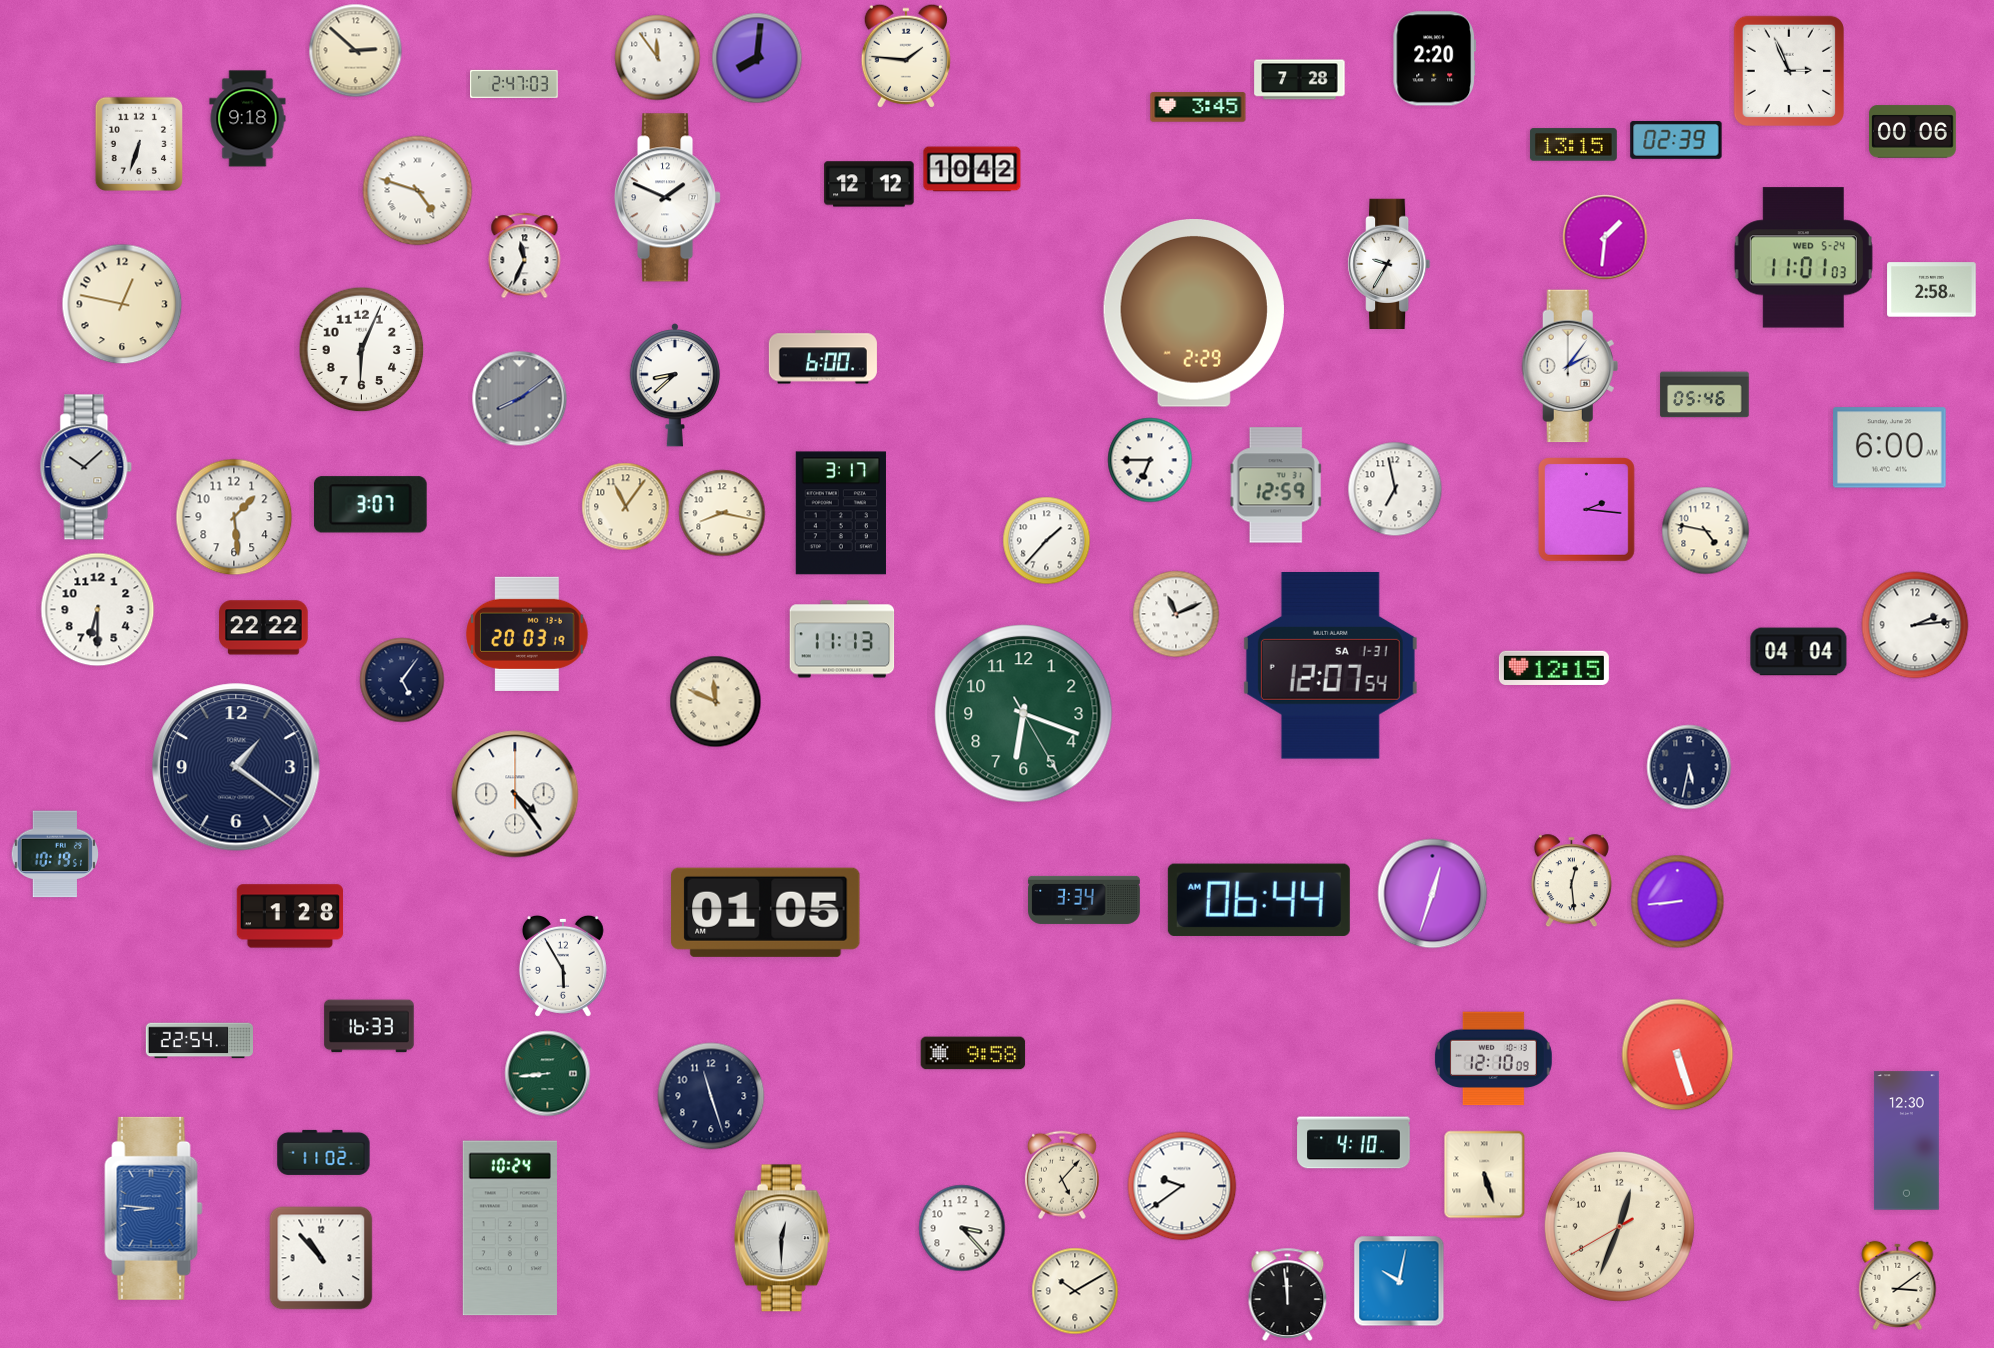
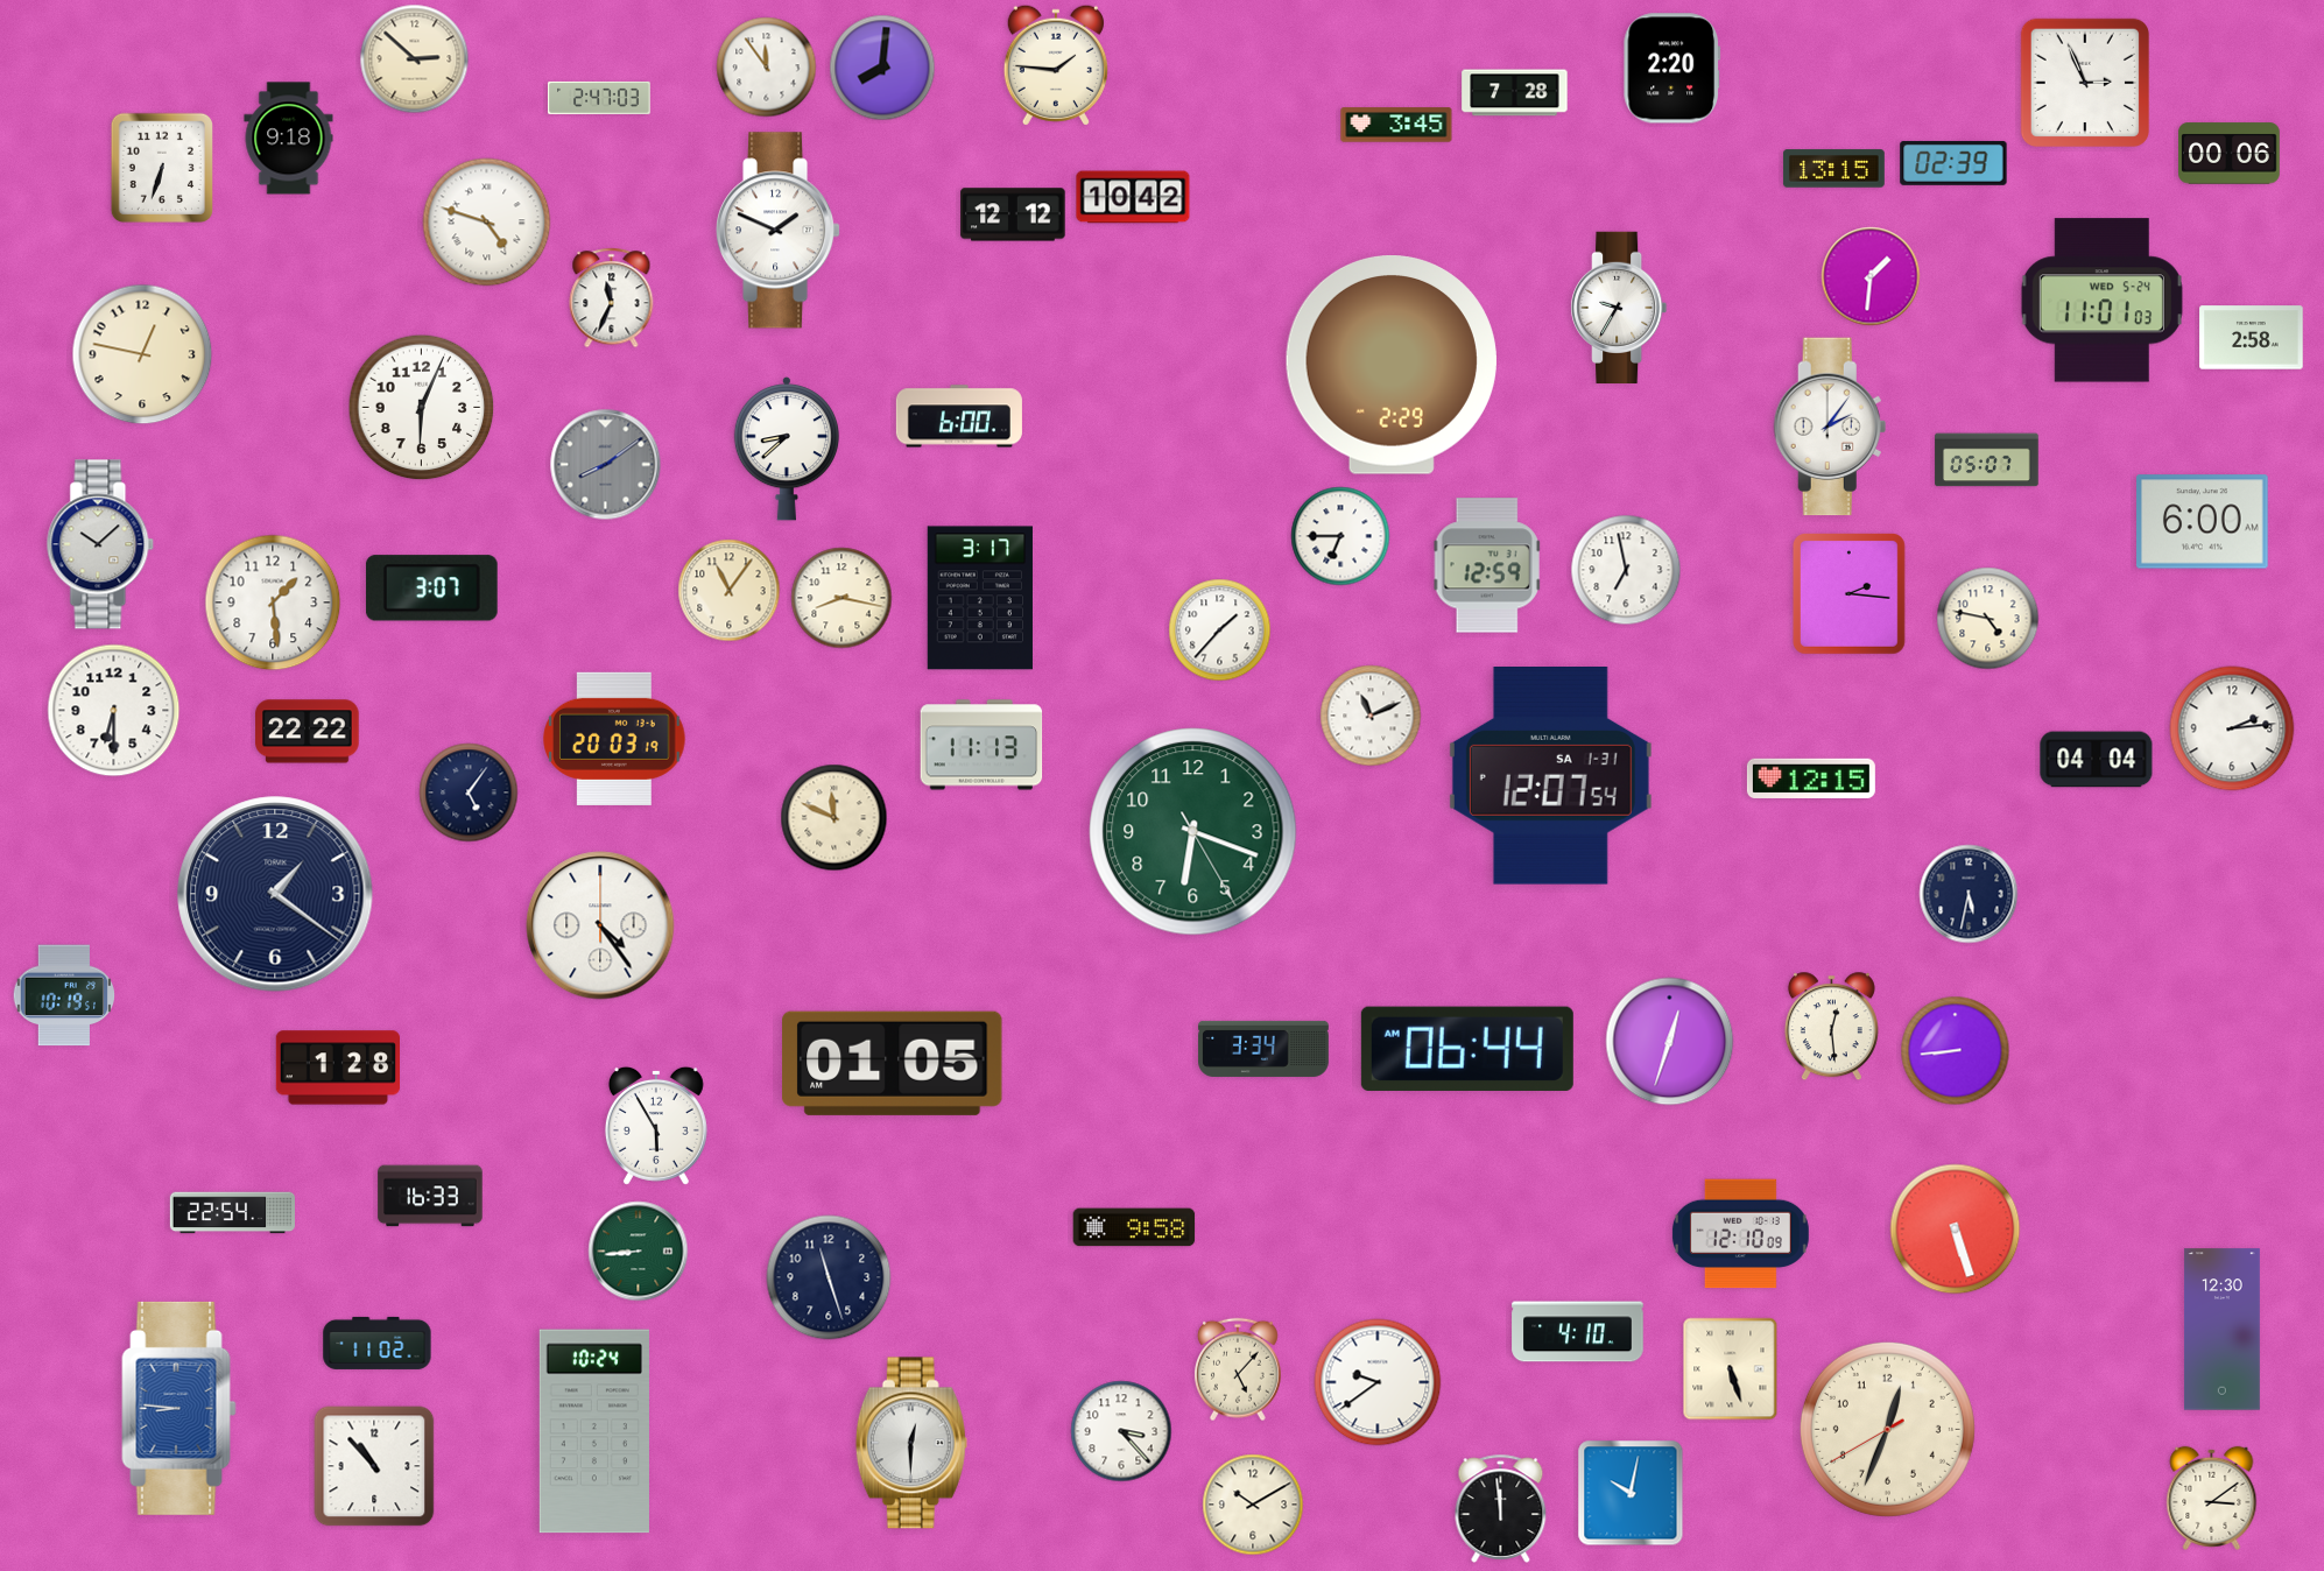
clock at (1705, 395): 05:46 -> 05:07
